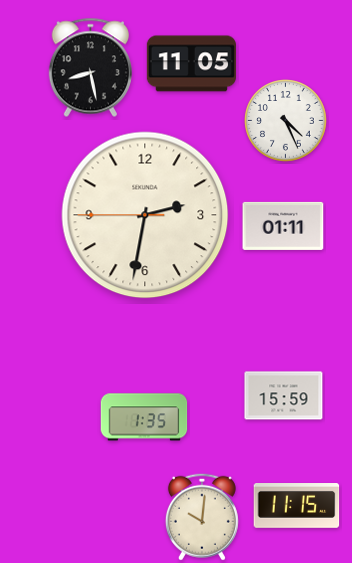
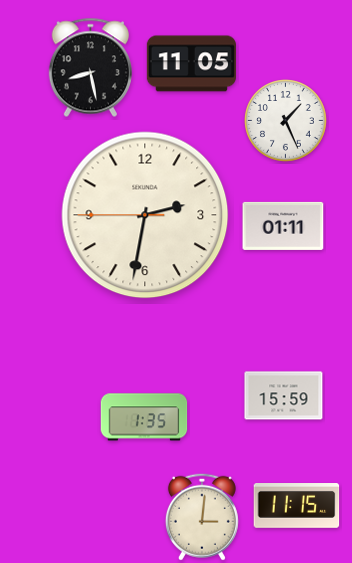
clock at (286, 121): 4:26 -> 1:26
clock at (202, 517): 10:01 -> 3:01
